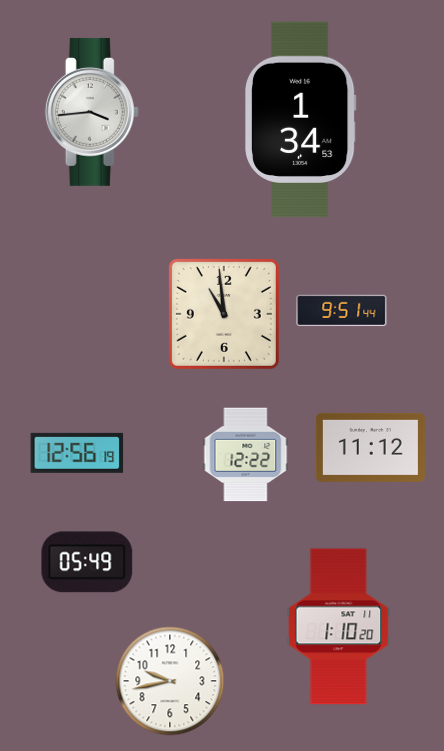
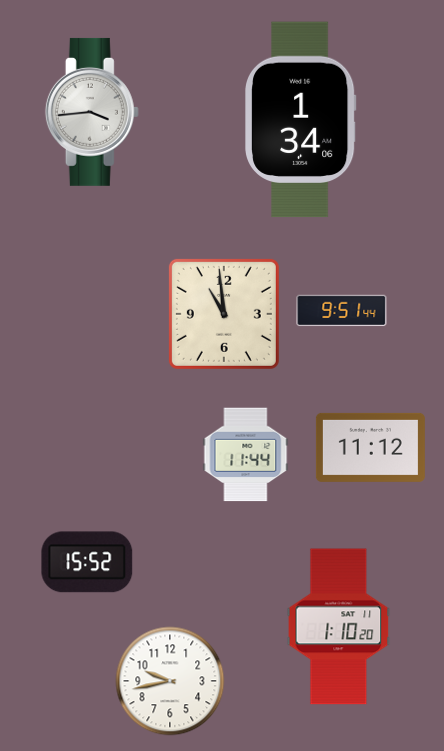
clock at (301, 120): 1:34:53 -> 1:34:06
clock at (77, 453): 12:56 -> none
clock at (246, 455): 12:22 -> 11:44
clock at (87, 562): 05:49 -> 15:52
